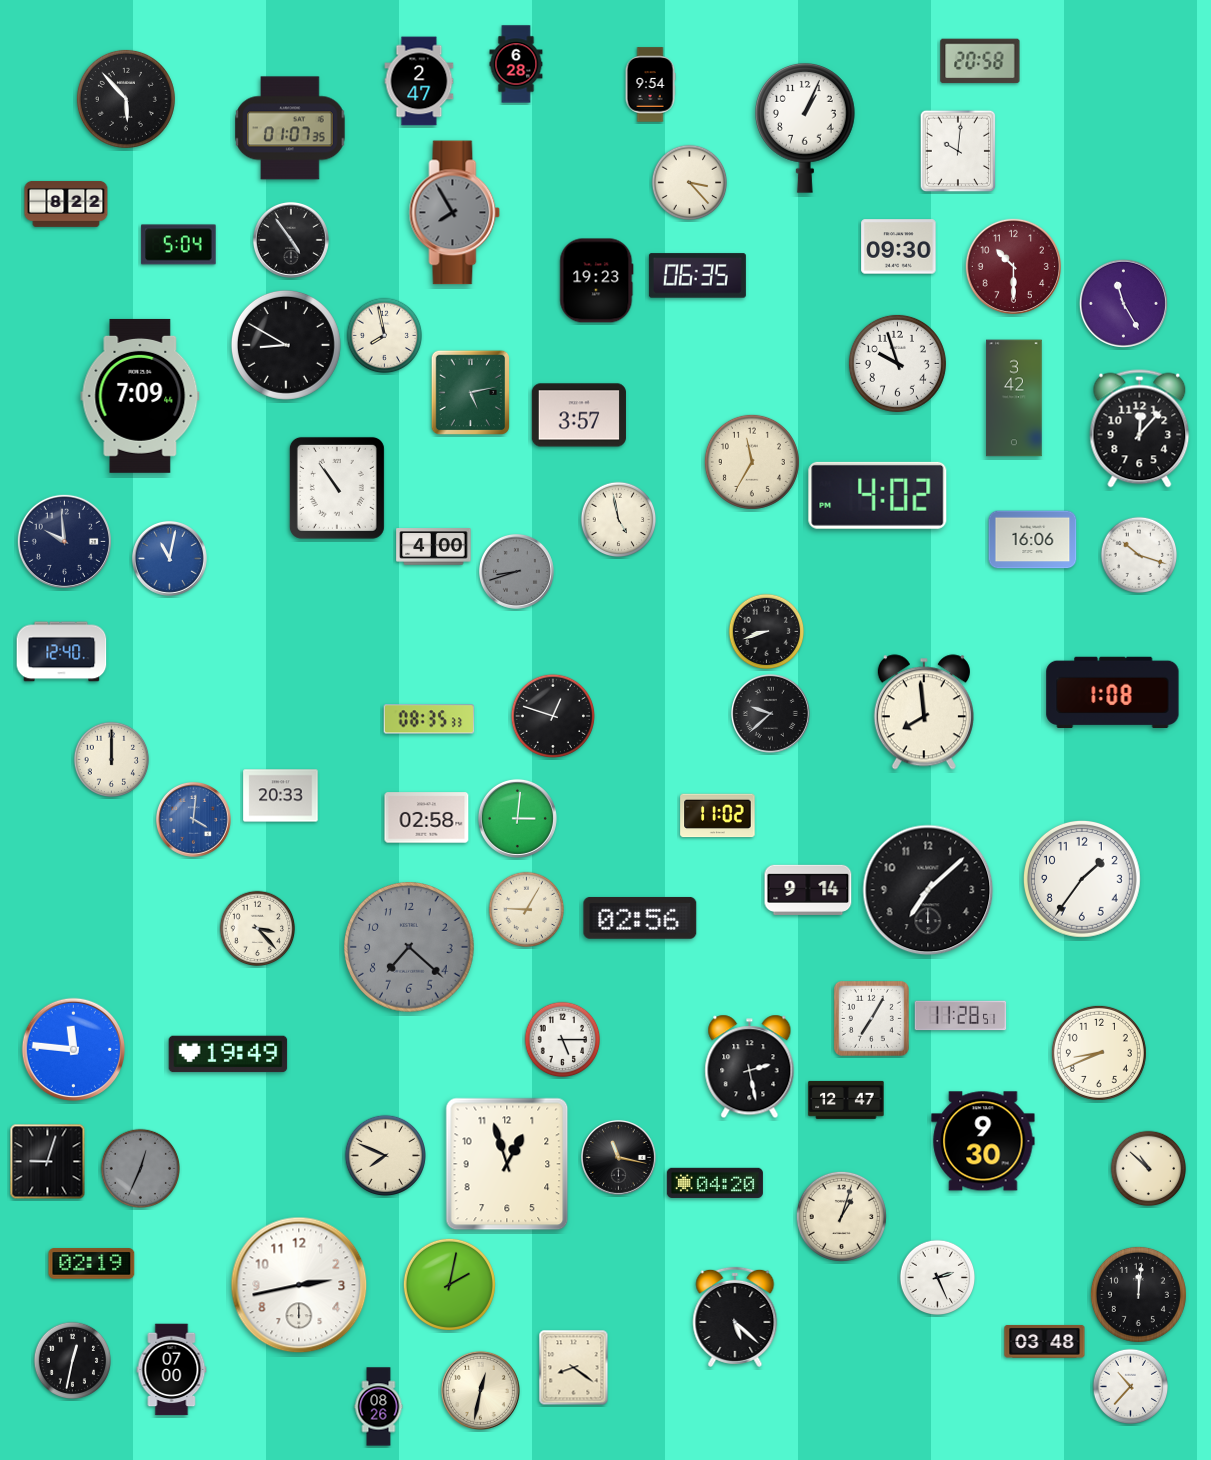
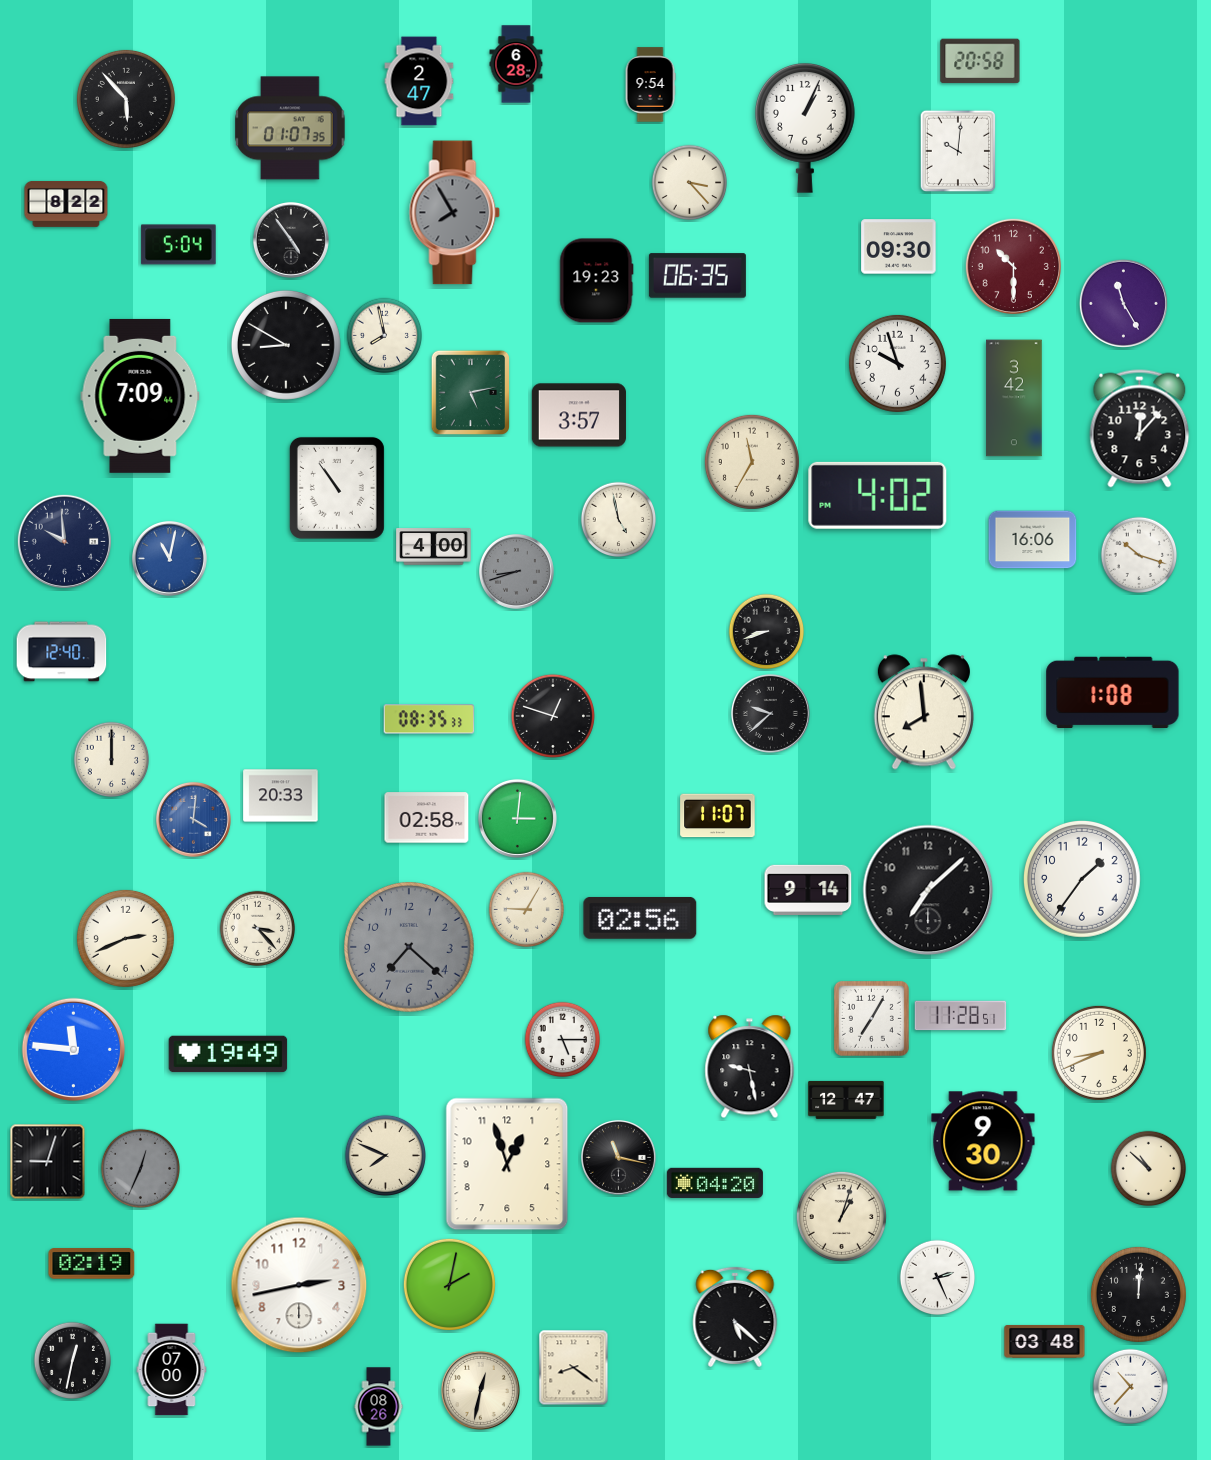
clock at (718, 816): 11:02 -> 11:07
clock at (125, 938): none -> 2:41
clock at (750, 1067): 2:28 -> 9:28
